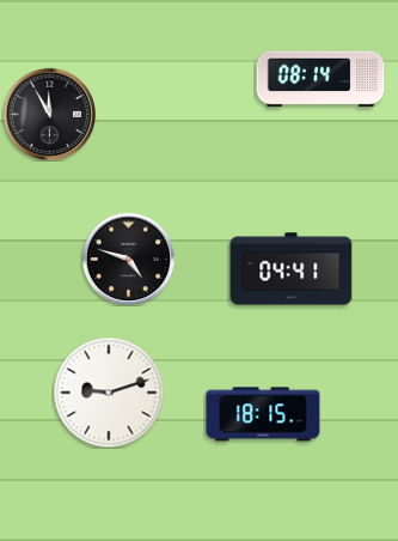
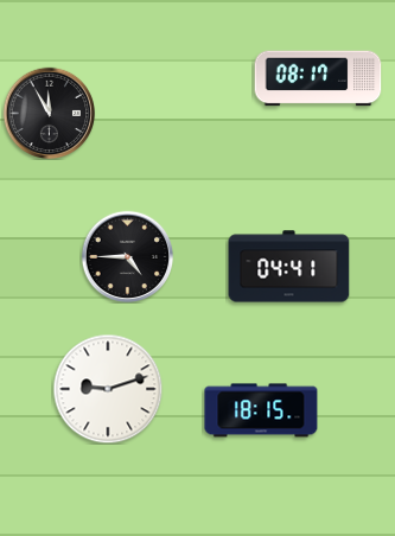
clock at (320, 79): 08:14 -> 08:17
clock at (128, 259): 4:48 -> 4:45
